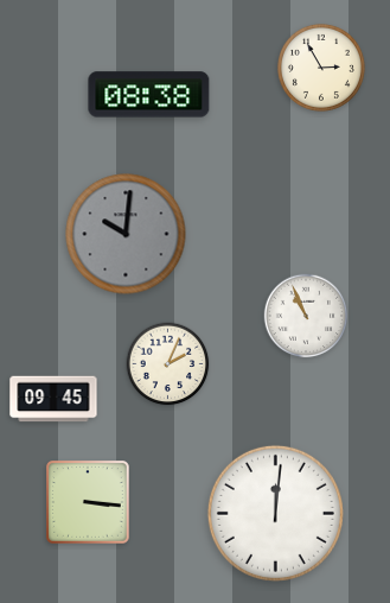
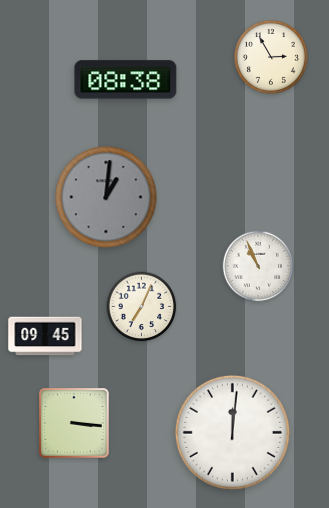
clock at (126, 234): 10:01 -> 1:01
clock at (168, 364): 2:04 -> 7:04
